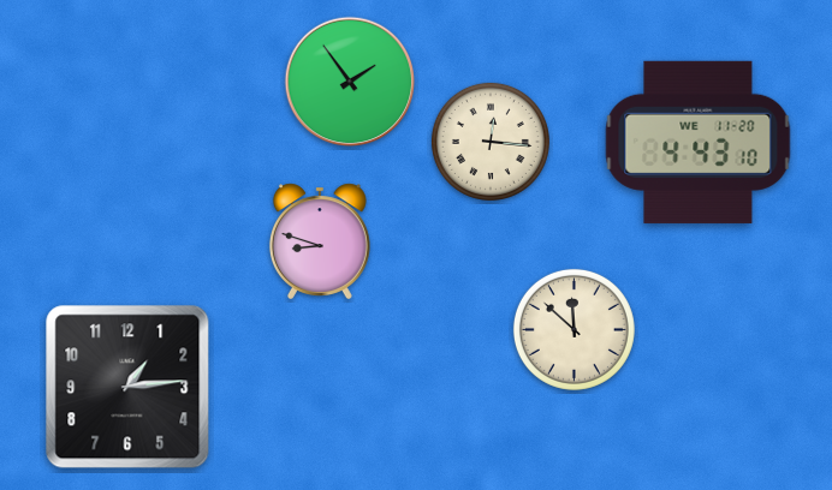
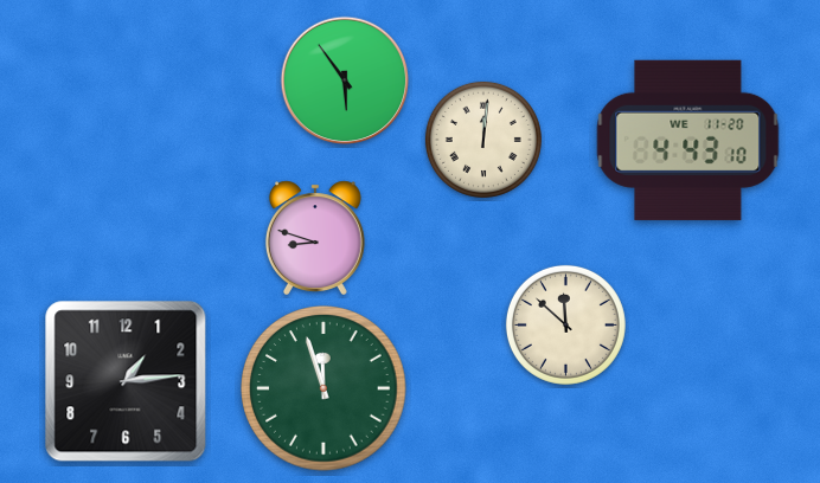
clock at (350, 82): 1:54 -> 5:54
clock at (491, 142): 12:16 -> 12:01
clock at (323, 388): none -> 11:57
